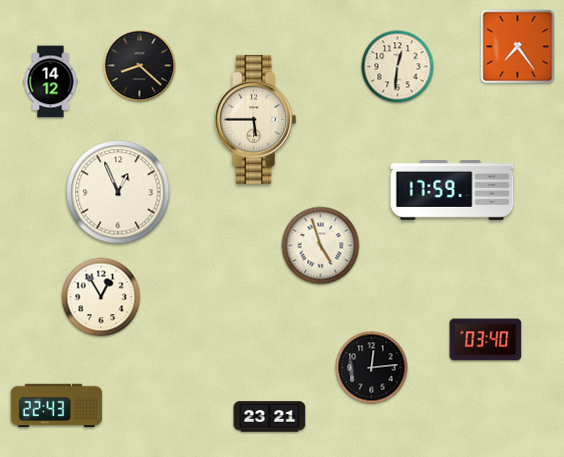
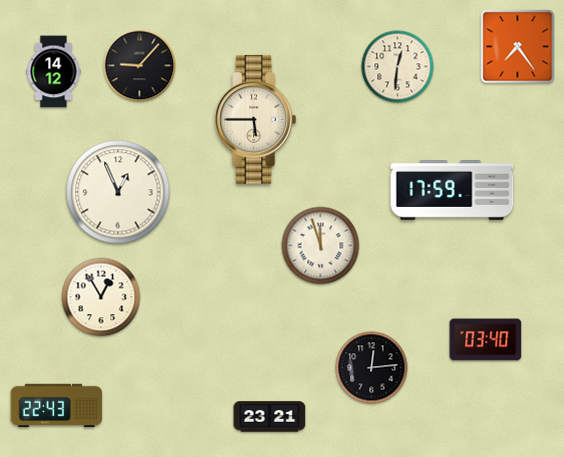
clock at (140, 66): 8:22 -> 9:07
clock at (51, 82) position: (51, 82) -> (54, 72)
clock at (321, 246): 4:57 -> 11:57
